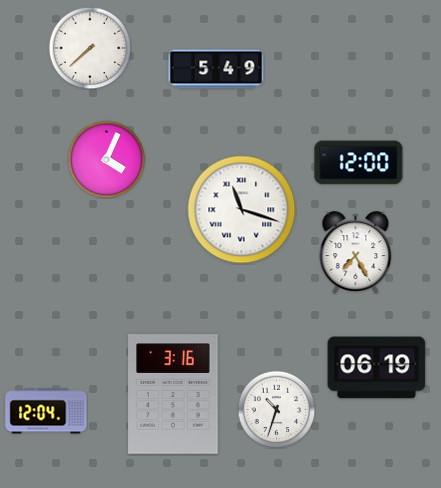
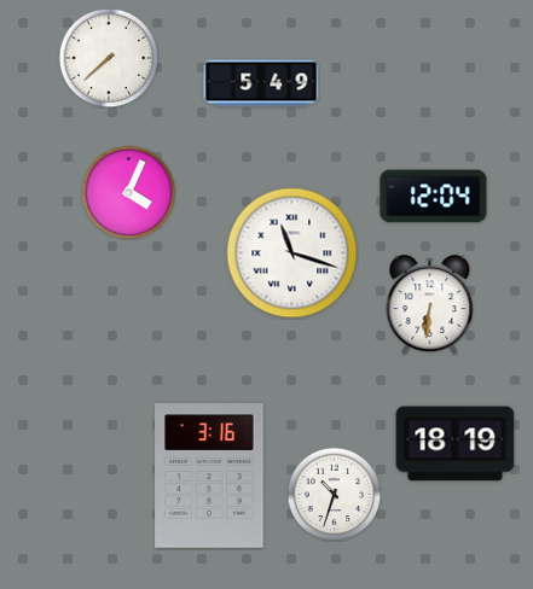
clock at (359, 163): 12:00 -> 12:04
clock at (356, 253): 7:25 -> 6:31
clock at (377, 368): 06:19 -> 18:19
clock at (46, 411): 12:04 -> none
